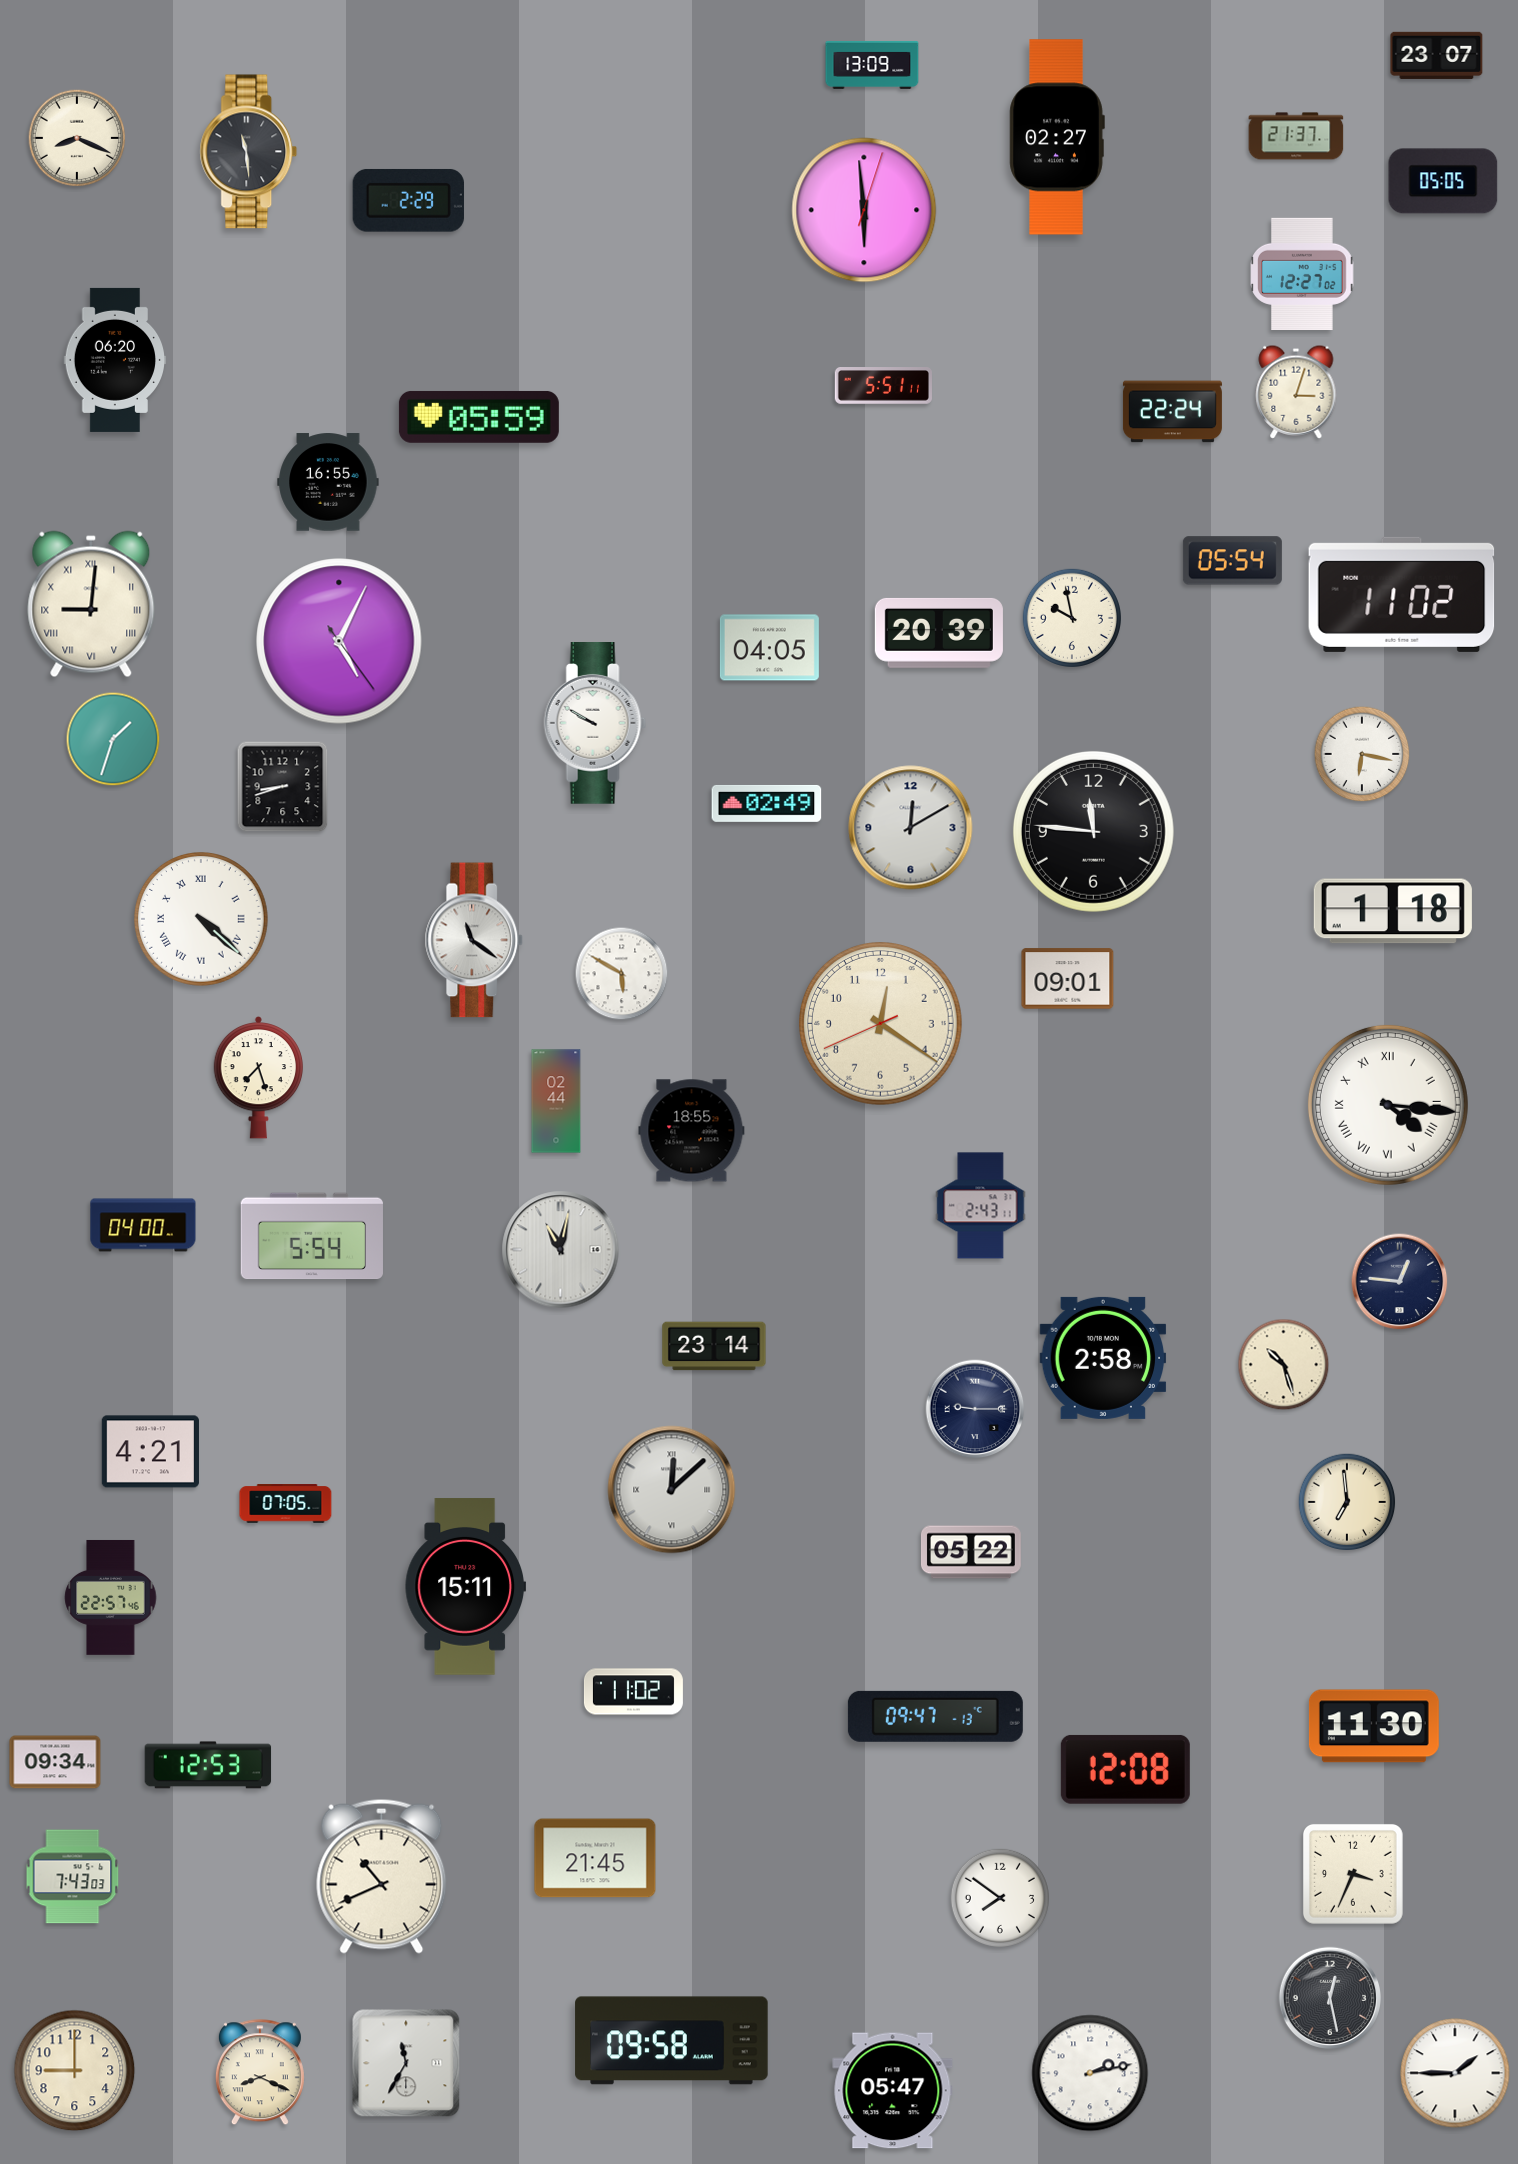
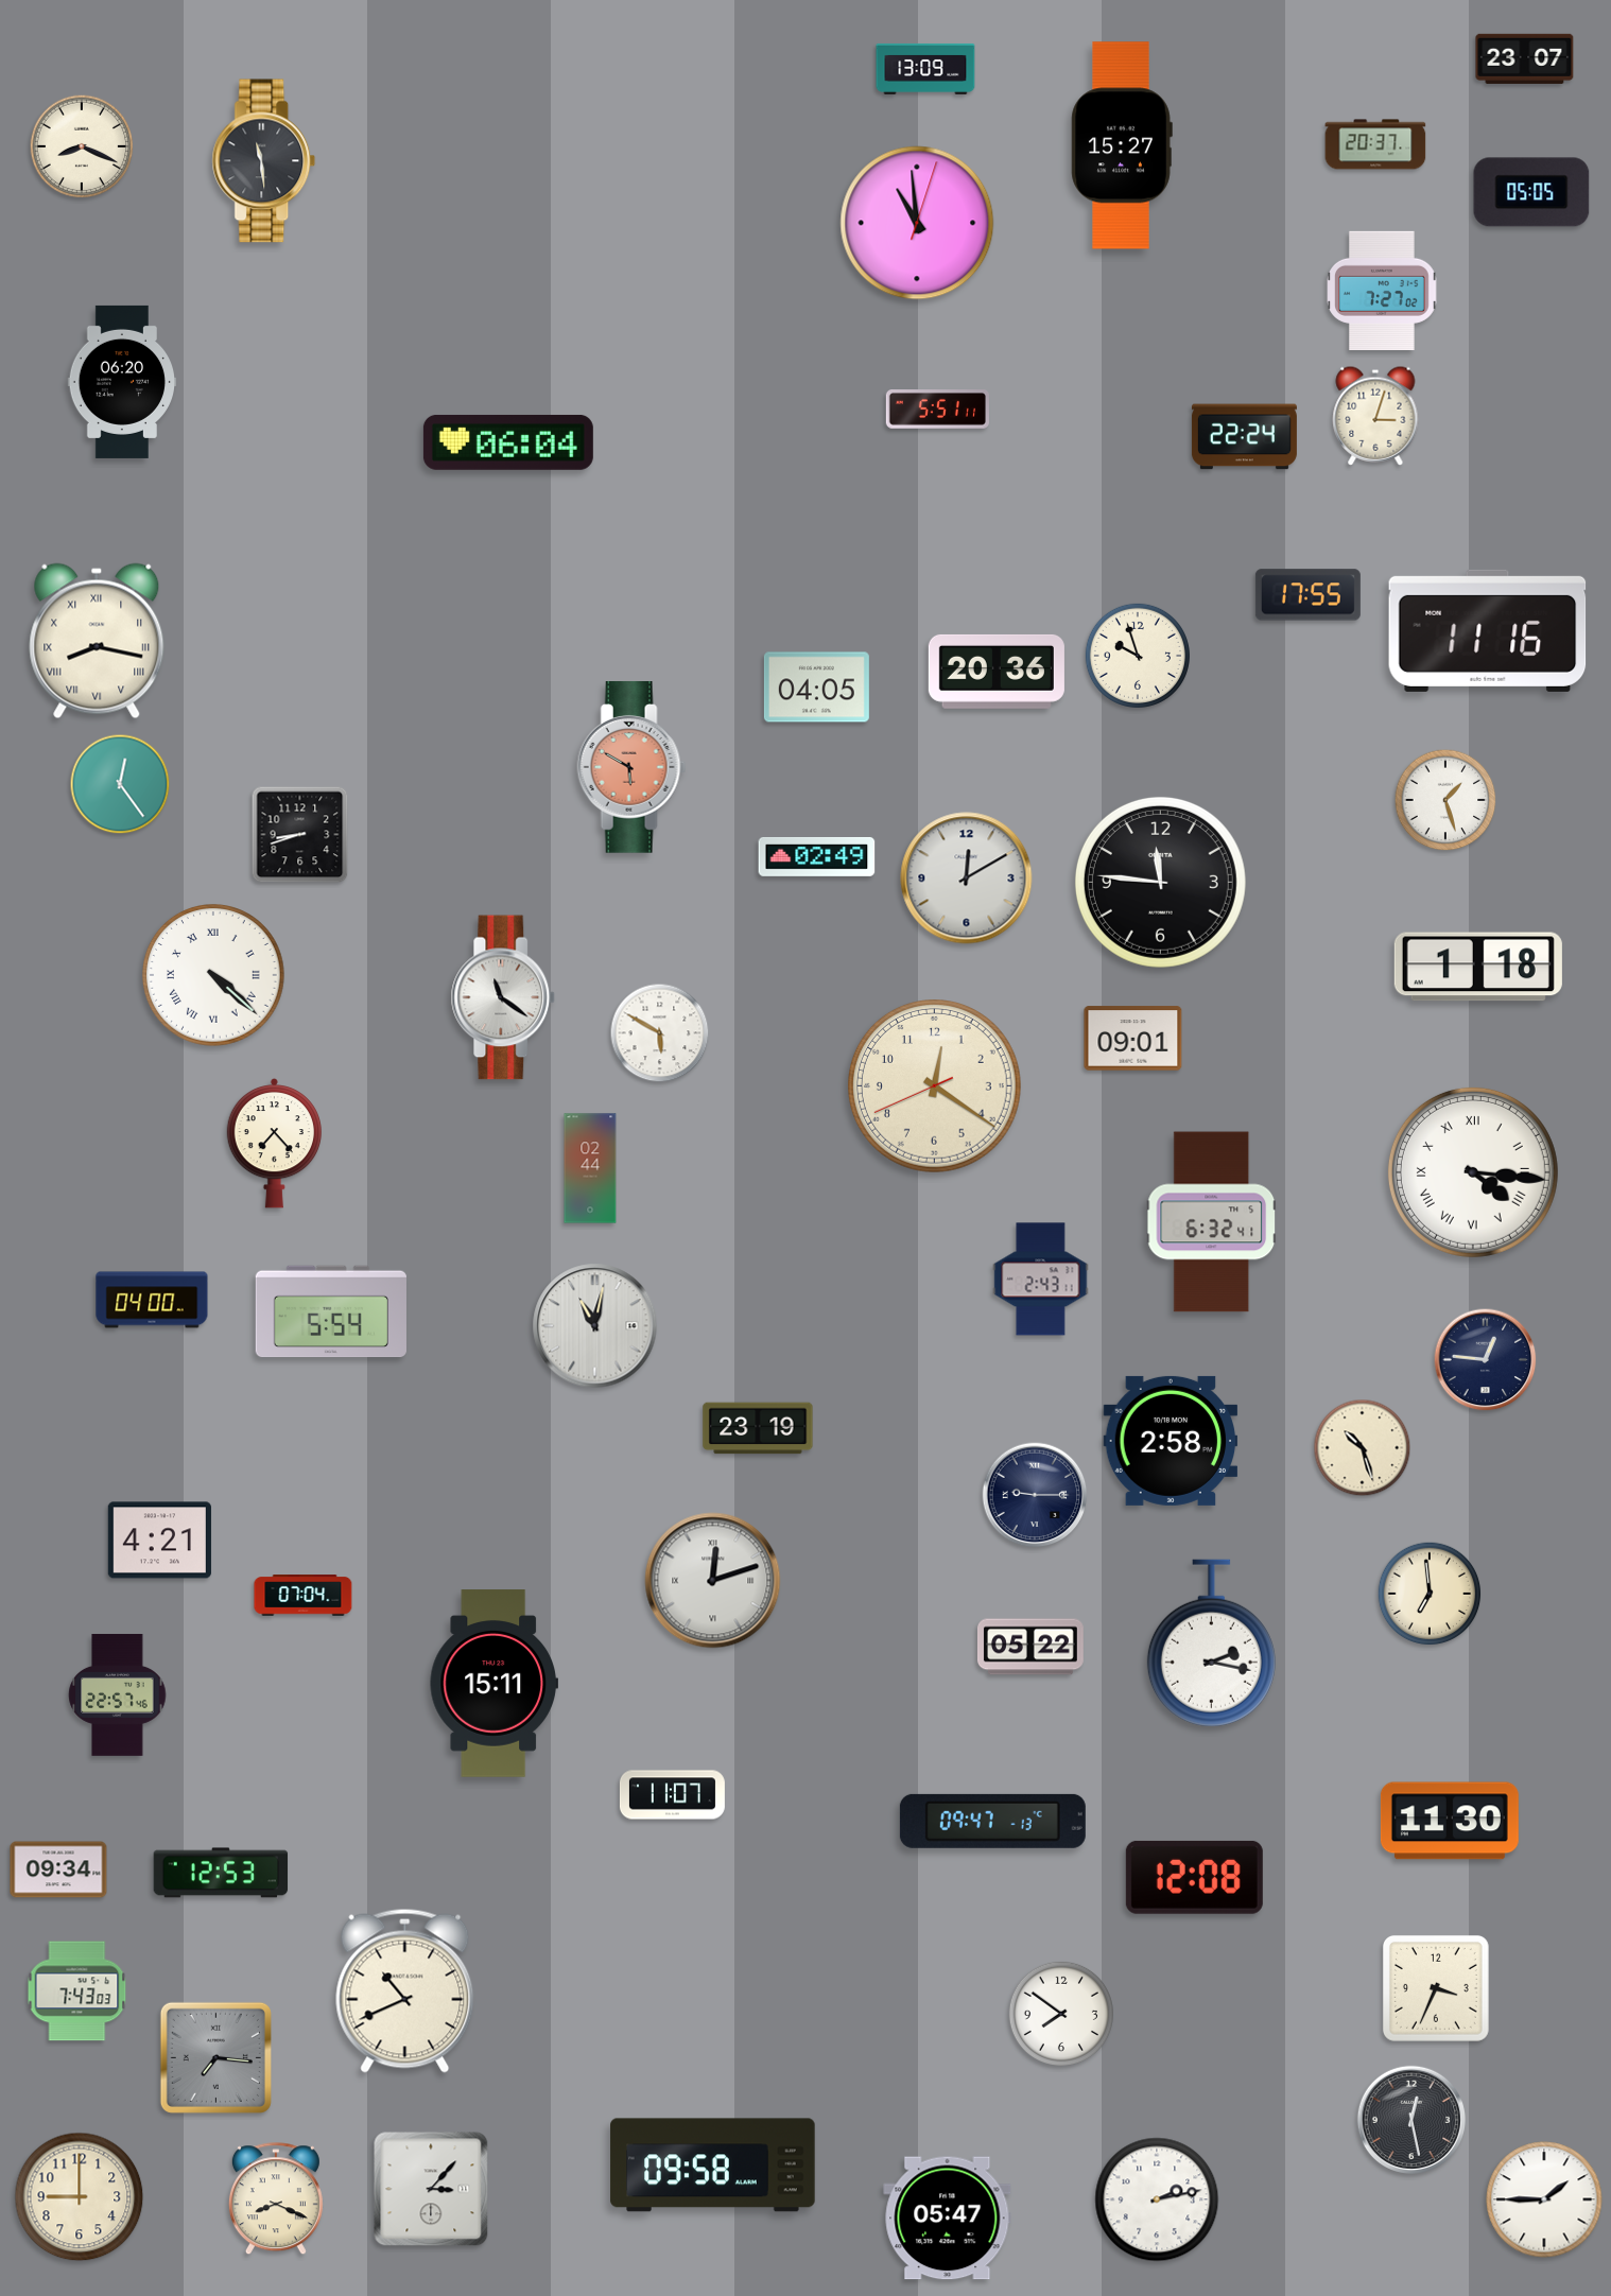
clock at (1296, 136): 21:37 -> 20:37
clock at (1057, 137): 02:27 -> 15:27
clock at (408, 201): 2:29 -> none
clock at (864, 210): 5:59 -> 10:59
clock at (1302, 273): 12:27 -> 7:27
clock at (479, 417): 05:59 -> 06:04
clock at (328, 482): 16:55 -> none
clock at (1232, 561): 05:54 -> 17:55
clock at (1402, 594): 11:02 -> 11:16
clock at (91, 604): 9:01 -> 8:17
clock at (1072, 618): 9:58 -> 9:57
clock at (939, 633): 20:39 -> 20:36
clock at (339, 641): 5:04 -> none
clock at (595, 724): 9:50 -> 5:50
clock at (595, 724) dial: white -> salmon
clock at (113, 739): 1:33 -> 12:24
clock at (1362, 754): 6:17 -> 1:27
clock at (767, 803) position: (767, 803) -> (817, 856)
clock at (258, 1077): 7:27 -> 7:23
clock at (692, 1131): 18:55 -> none
clock at (1212, 1222): none -> 6:32
clock at (714, 1346): 23:14 -> 23:19
clock at (672, 1490): 12:08 -> 12:12
clock at (286, 1504): 07:05 -> 07:04
clock at (1211, 1643): none -> 2:17
clock at (633, 1692): 11:02 -> 11:07
clock at (1374, 1726) position: (1374, 1726) -> (1450, 1821)
clock at (595, 1858): 21:45 -> none
clock at (215, 2057): none -> 7:16
clock at (406, 2063): 11:35 -> 3:07
